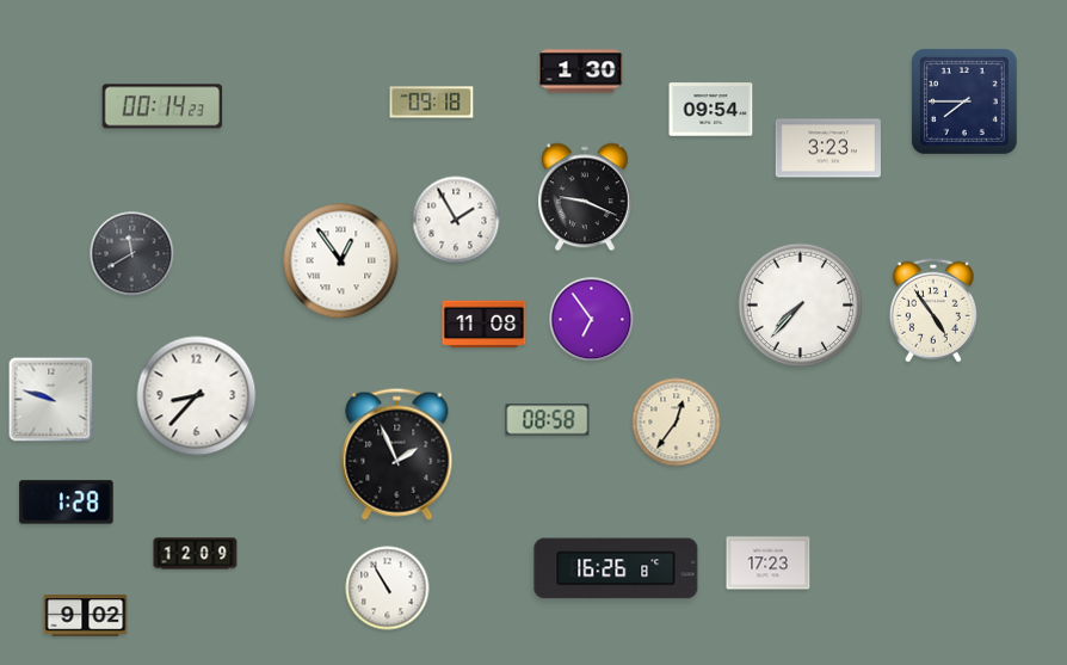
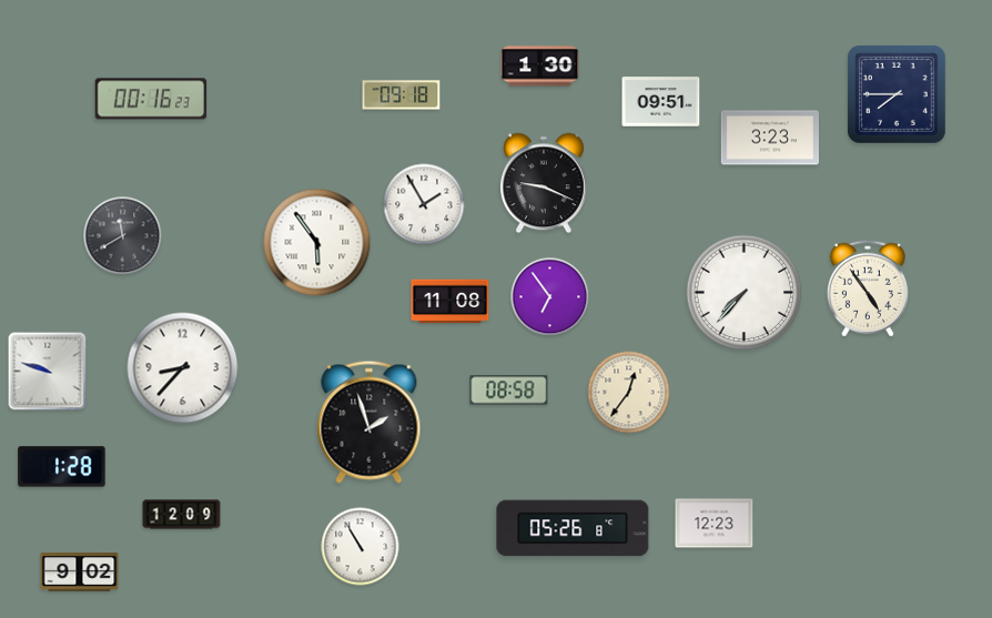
clock at (162, 106): 00:14 -> 00:16
clock at (711, 110): 09:54 -> 09:51
clock at (341, 261): 12:54 -> 5:54
clock at (801, 306) position: (801, 306) -> (745, 293)
clock at (397, 454): 1:56 -> 1:57
clock at (769, 564): 17:23 -> 12:23
clock at (616, 568): 16:26 -> 05:26
